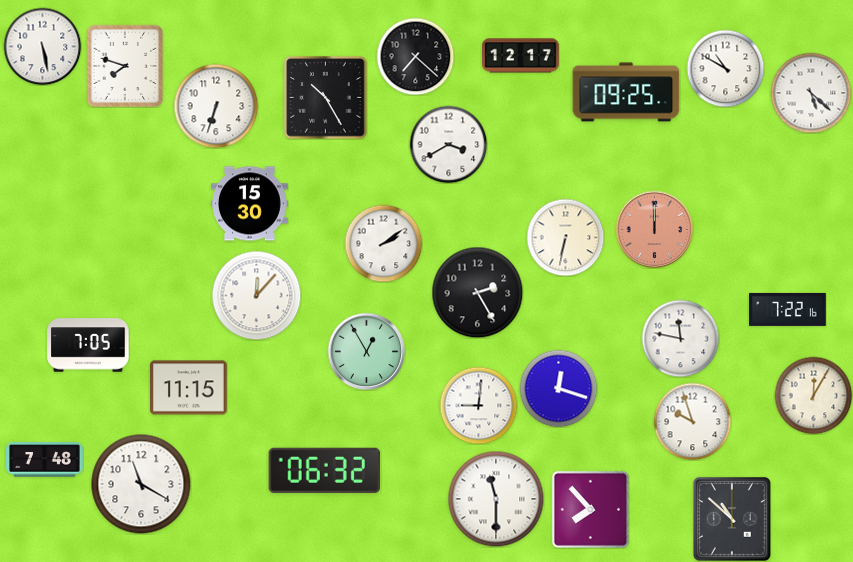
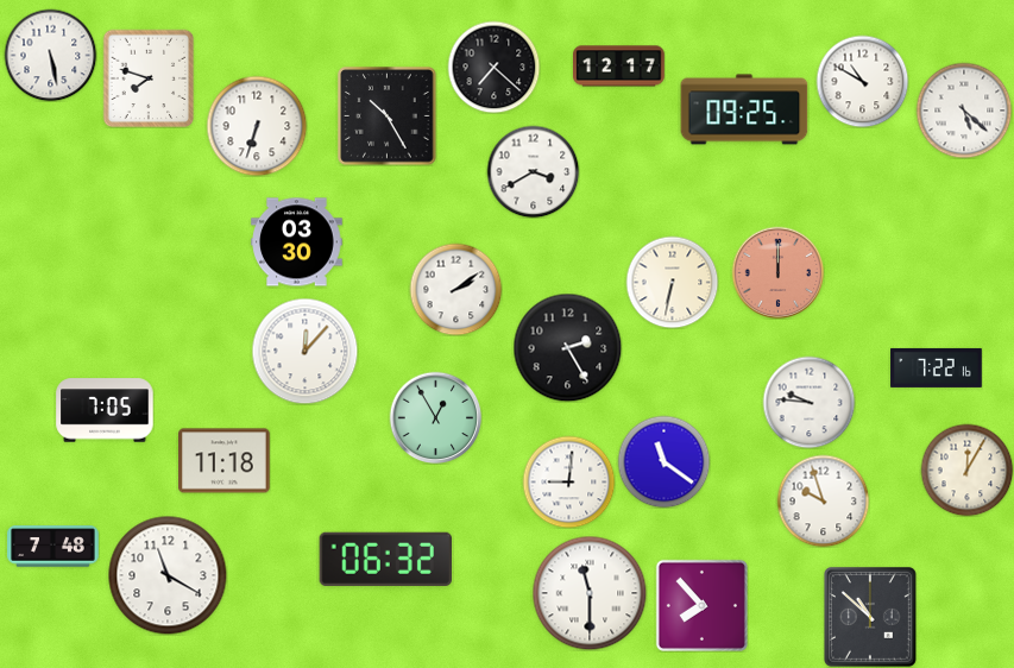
clock at (250, 204): 15:30 -> 03:30
clock at (680, 338): 11:47 -> 9:46
clock at (189, 388): 11:15 -> 11:18
clock at (558, 388): 12:18 -> 11:21
